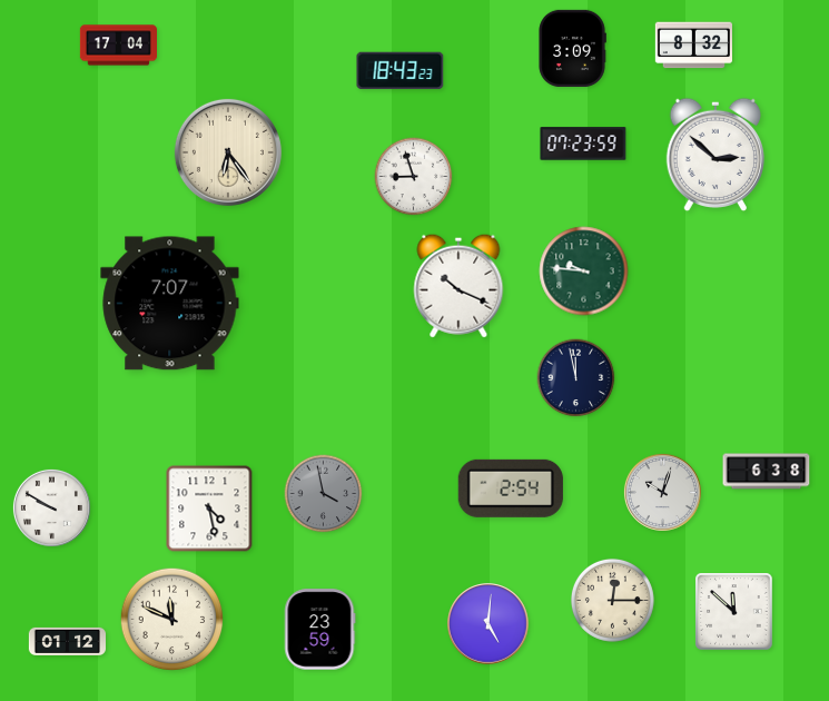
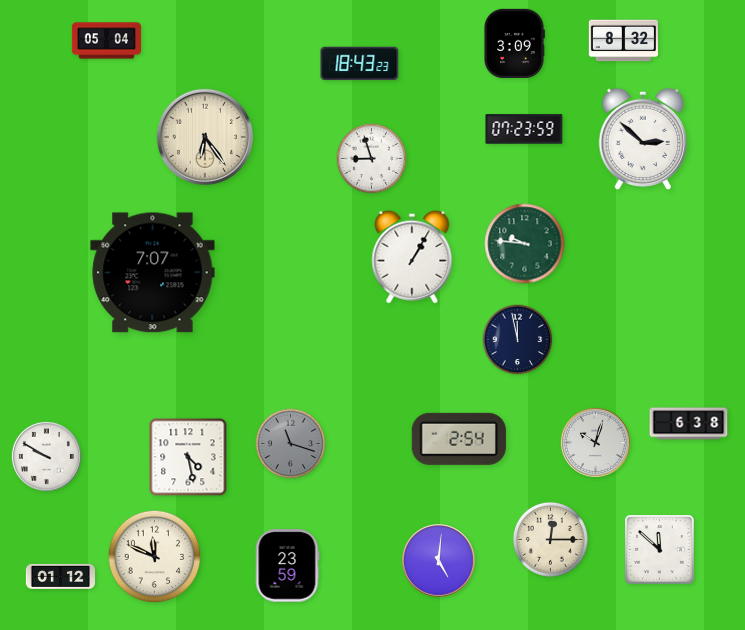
clock at (118, 46): 17:04 -> 05:04
clock at (458, 286): 10:19 -> 1:05
clock at (324, 494): 3:58 -> 11:18
